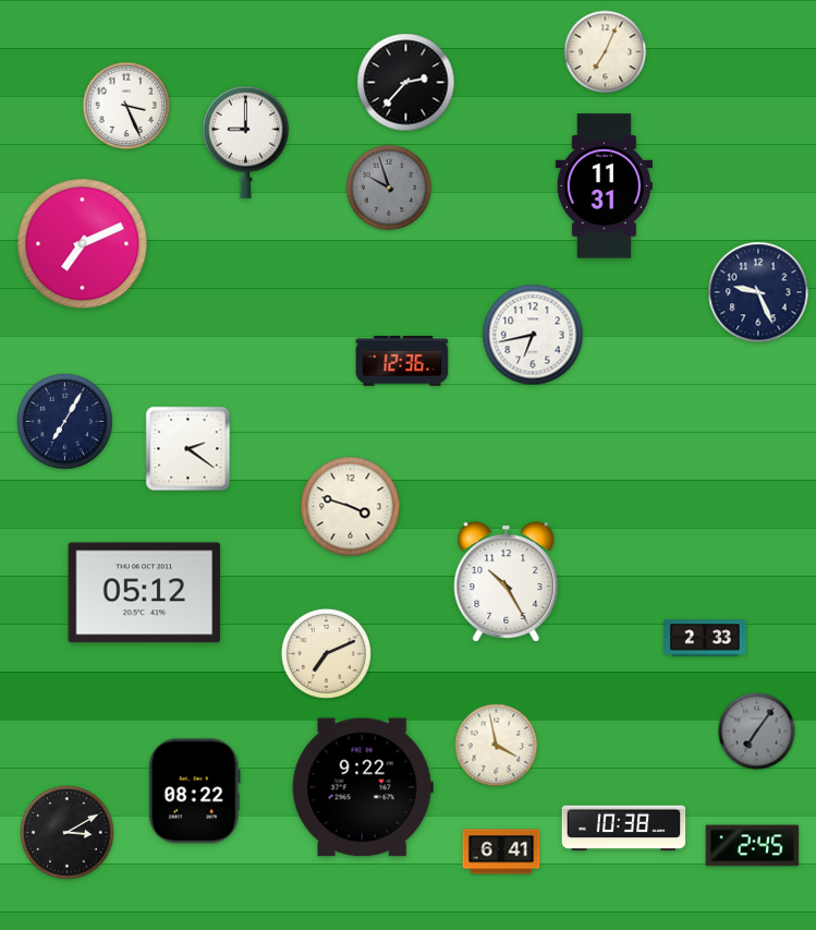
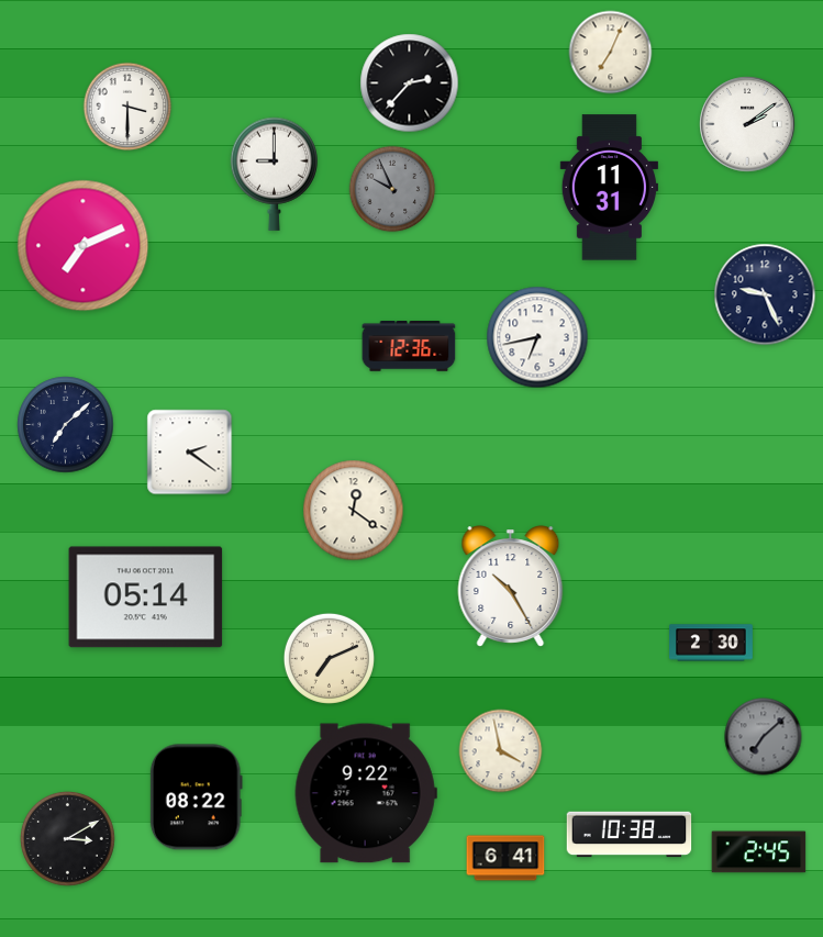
clock at (126, 106): 3:26 -> 3:30
clock at (747, 124): none -> 2:09
clock at (245, 142) position: (245, 142) -> (274, 174)
clock at (389, 188): 9:57 -> 9:56
clock at (402, 362) position: (402, 362) -> (409, 347)
clock at (65, 422): 7:05 -> 7:08
clock at (351, 507): 3:48 -> 12:21
clock at (145, 593): 05:12 -> 05:14
clock at (706, 638): 2:33 -> 2:30
clock at (757, 732): 7:06 -> 7:08
